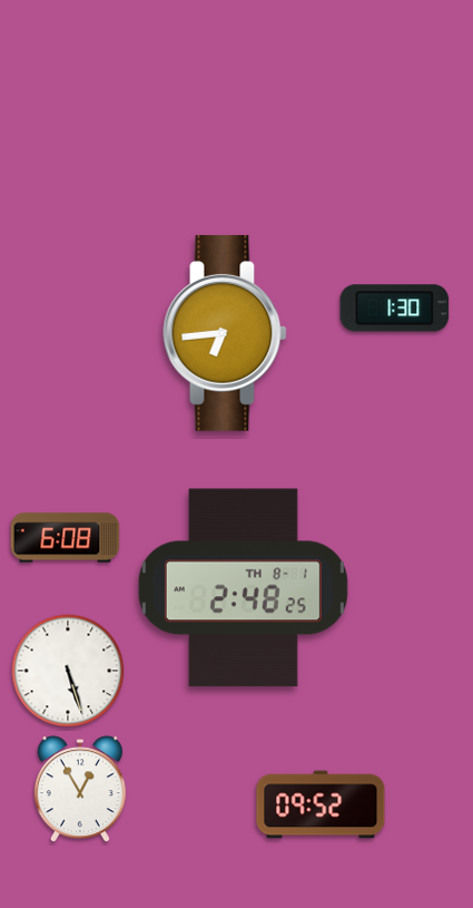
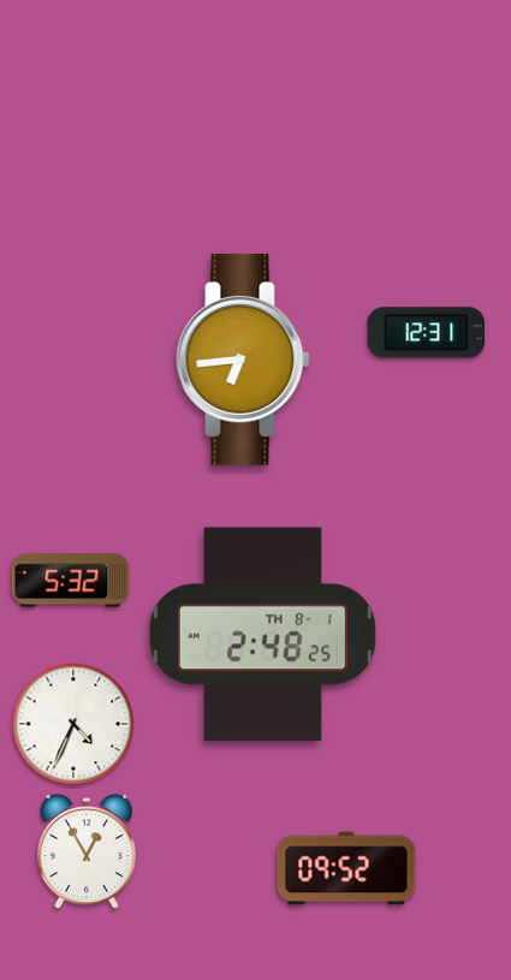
clock at (395, 309): 1:30 -> 12:31
clock at (66, 538): 6:08 -> 5:32
clock at (68, 671): 5:27 -> 4:34
